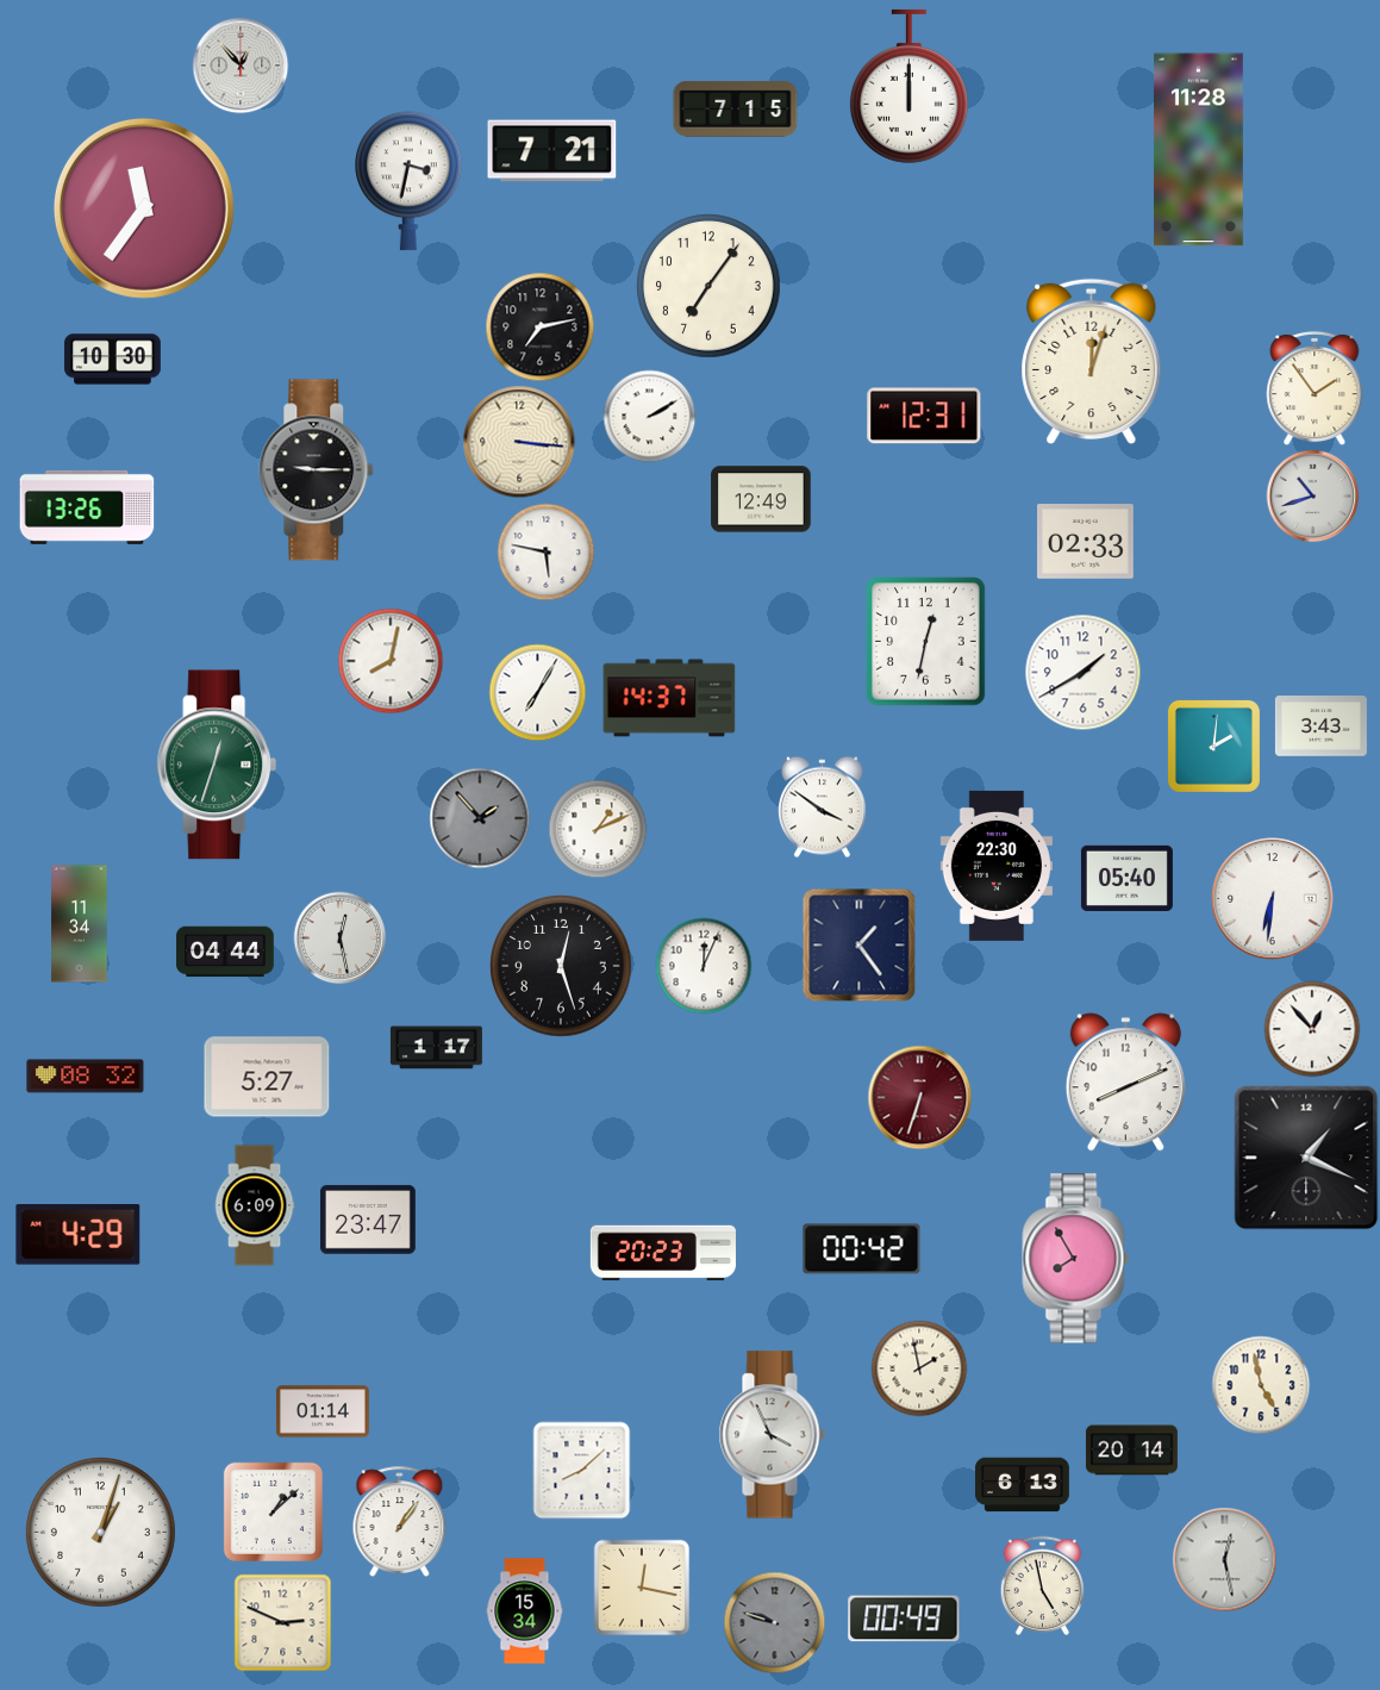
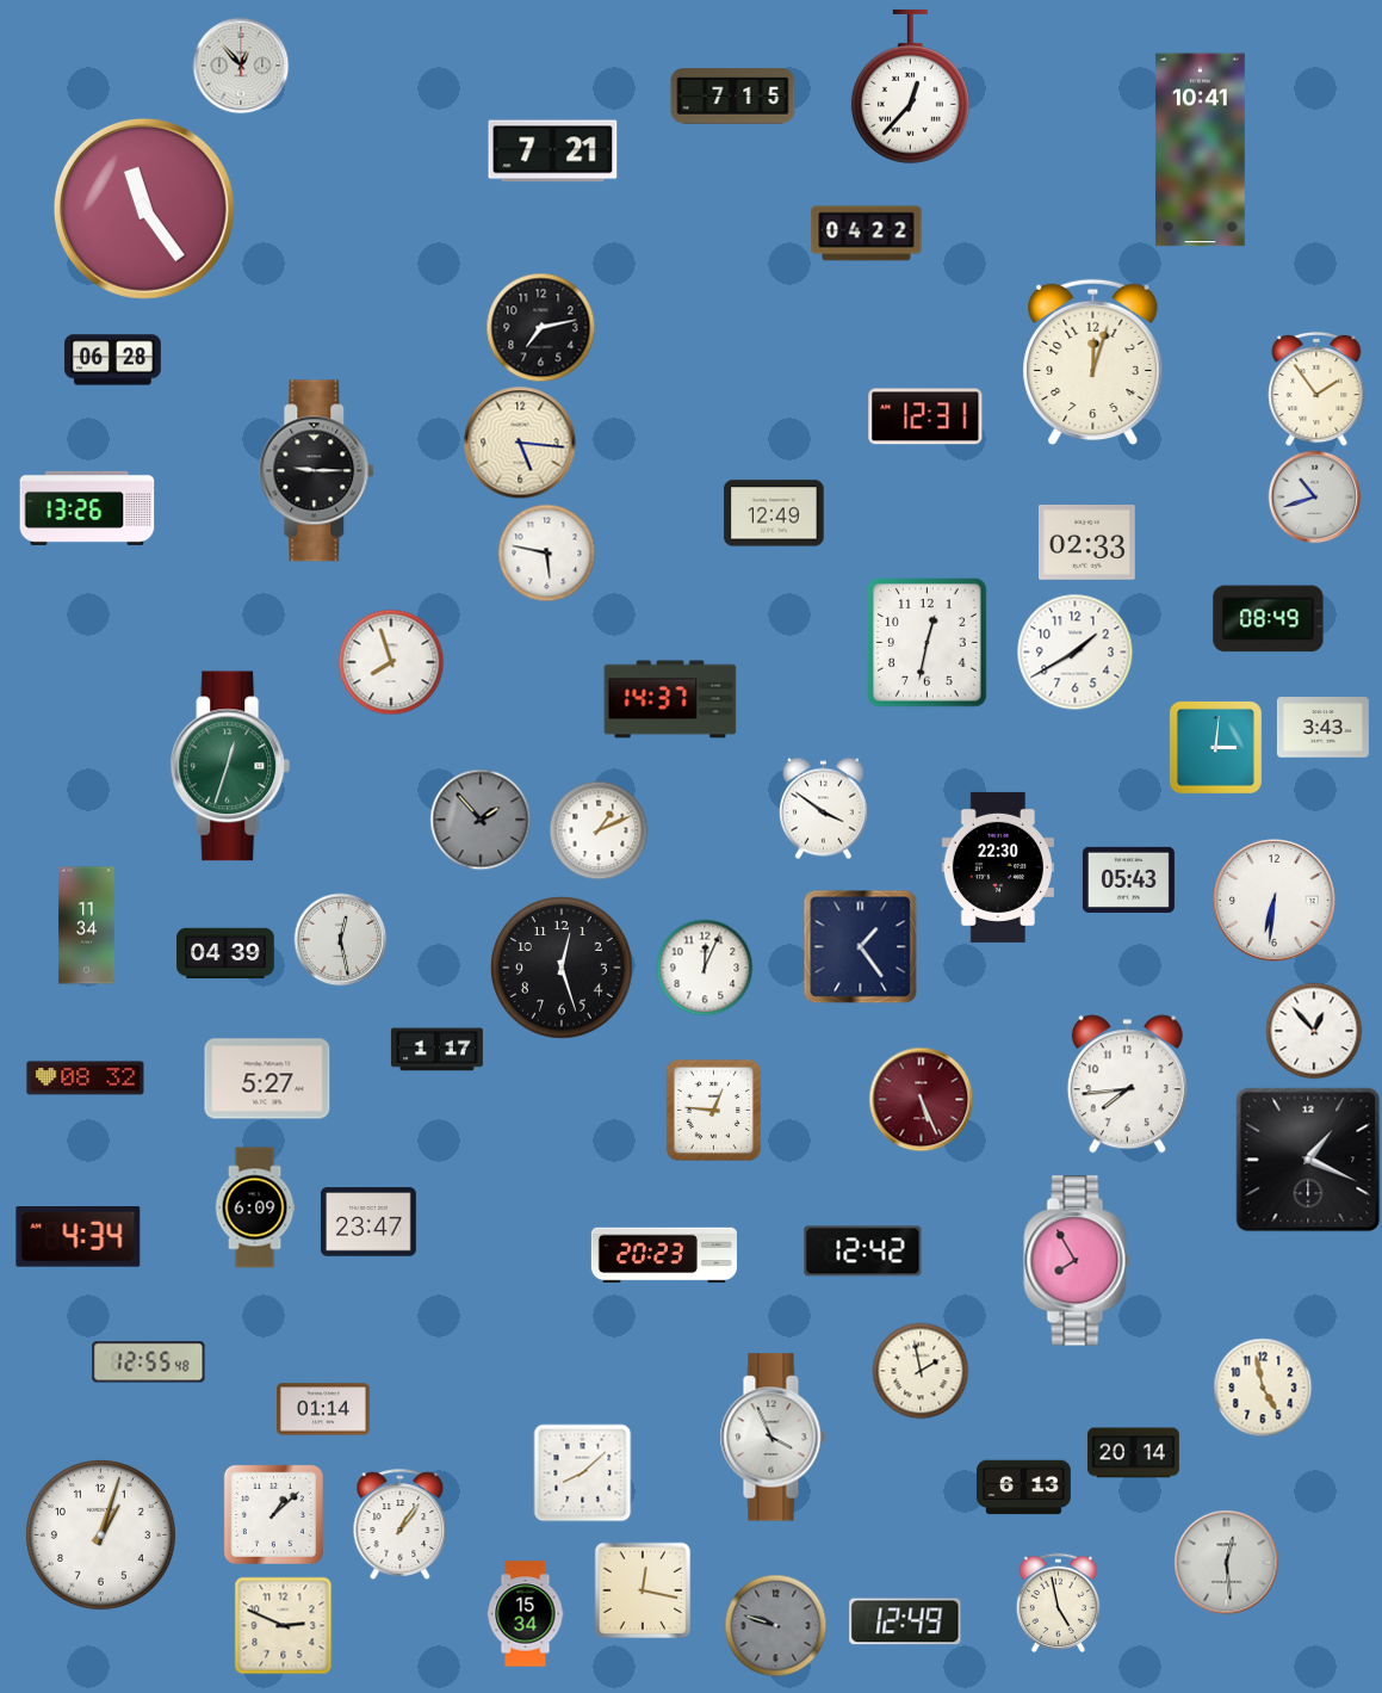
clock at (908, 86): 12:00 -> 12:37
clock at (736, 110) position: (736, 110) -> (733, 97)
clock at (1198, 150): 11:28 -> 10:41
clock at (408, 181): 3:32 -> none
clock at (144, 208): 11:36 -> 11:24
clock at (867, 234): none -> 04:22
clock at (708, 286): 7:06 -> none
clock at (113, 360): 10:30 -> 06:28
clock at (649, 416): 2:10 -> none
clock at (519, 442): 3:16 -> 5:16
clock at (761, 499) position: (761, 499) -> (774, 513)
clock at (1269, 619): none -> 08:49
clock at (391, 661): 8:02 -> 7:57
clock at (1082, 672) position: (1082, 672) -> (1074, 651)
clock at (537, 692): 7:05 -> none
clock at (1213, 746): 2:01 -> 3:01
clock at (217, 765) position: (217, 765) -> (230, 766)
clock at (1126, 878): 05:40 -> 05:43
clock at (80, 924) position: (80, 924) -> (87, 926)
clock at (225, 952): 04:44 -> 04:39
clock at (1125, 1083): 8:11 -> 7:44
clock at (919, 1097): 6:33 -> 5:26
clock at (713, 1110): none -> 12:46
clock at (79, 1235): 4:29 -> 4:34
clock at (862, 1249): 00:42 -> 12:42
clock at (149, 1363): none -> 12:55
clock at (323, 1411) position: (323, 1411) -> (323, 1409)
clock at (1224, 1559): 12:28 -> 12:29
clock at (1042, 1585) position: (1042, 1585) -> (1058, 1602)
clock at (904, 1619): 00:49 -> 12:49
